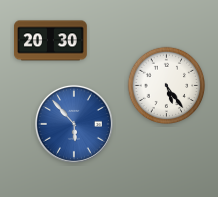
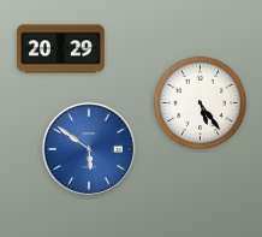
clock at (51, 41): 20:30 -> 20:29
clock at (74, 124): 5:53 -> 5:51
